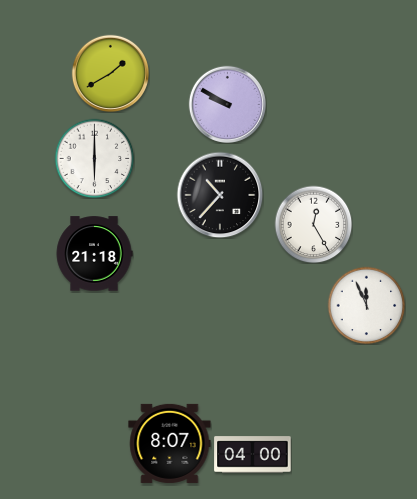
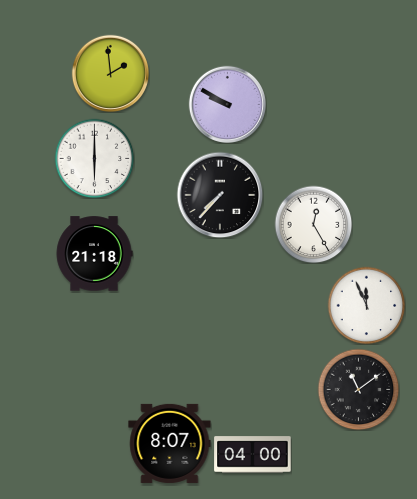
clock at (110, 73): 1:40 -> 1:59
clock at (220, 195): 10:37 -> 7:37
clock at (358, 389): none -> 11:09
